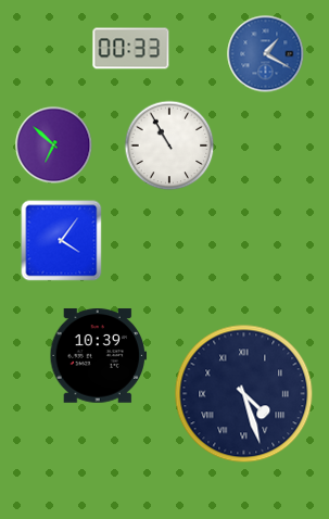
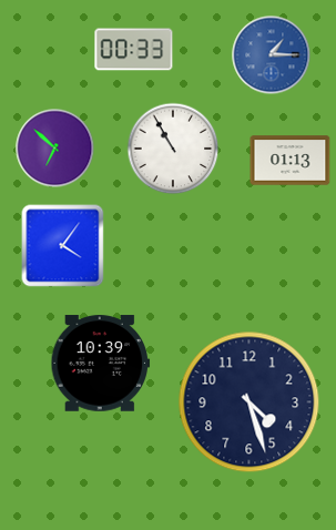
clock at (266, 54): 1:20 -> 1:15
clock at (291, 161): none -> 01:13
clock at (244, 394) numerals: Roman -> Arabic
